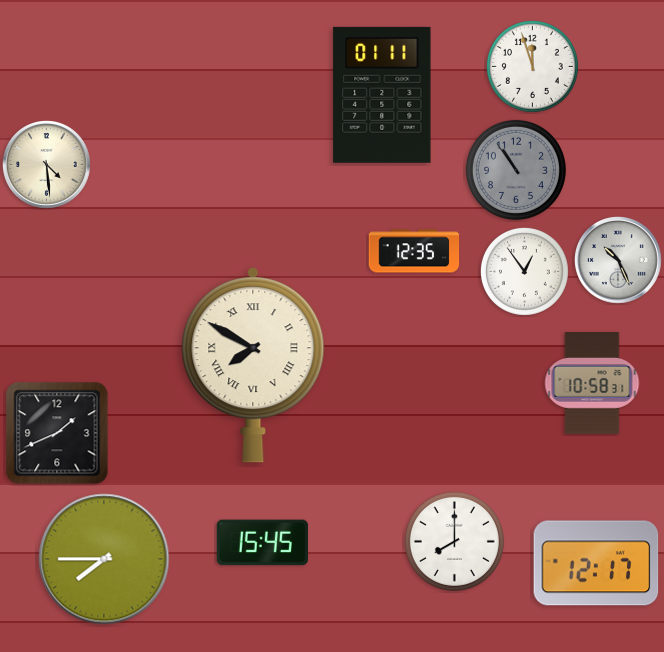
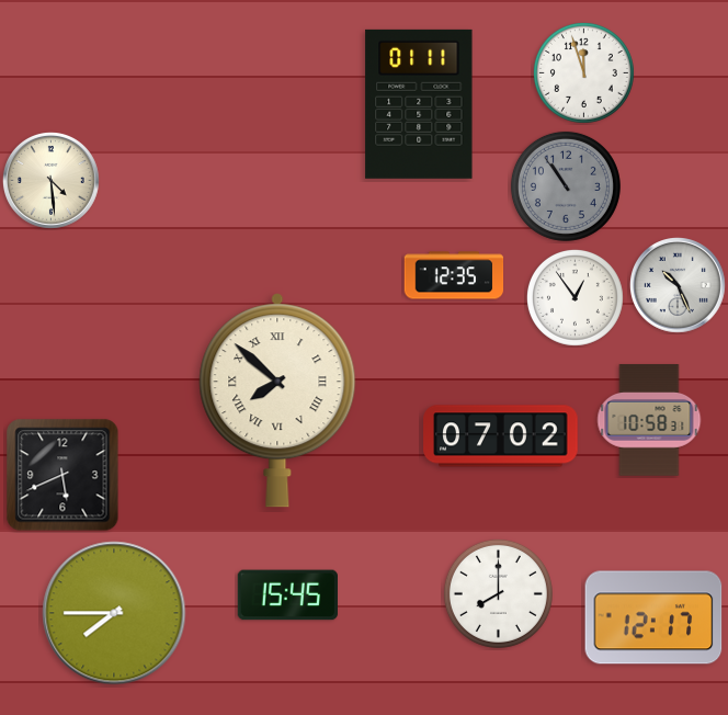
clock at (253, 365): 7:50 -> 7:52
clock at (501, 436): none -> 07:02
clock at (57, 433): 1:41 -> 5:41
